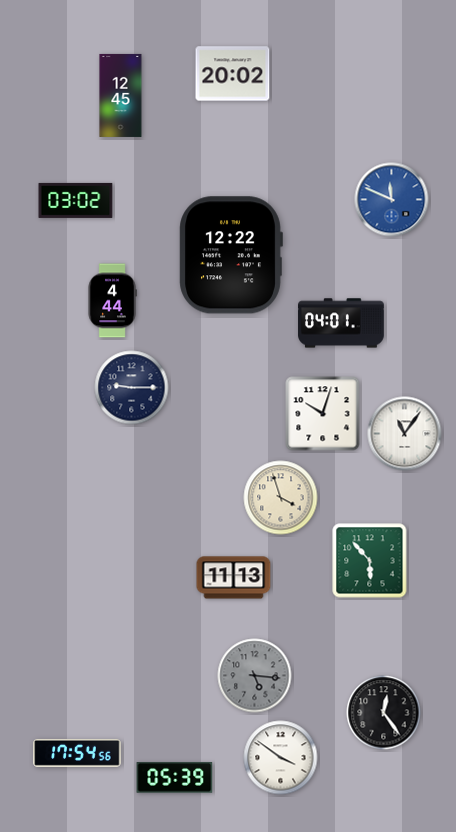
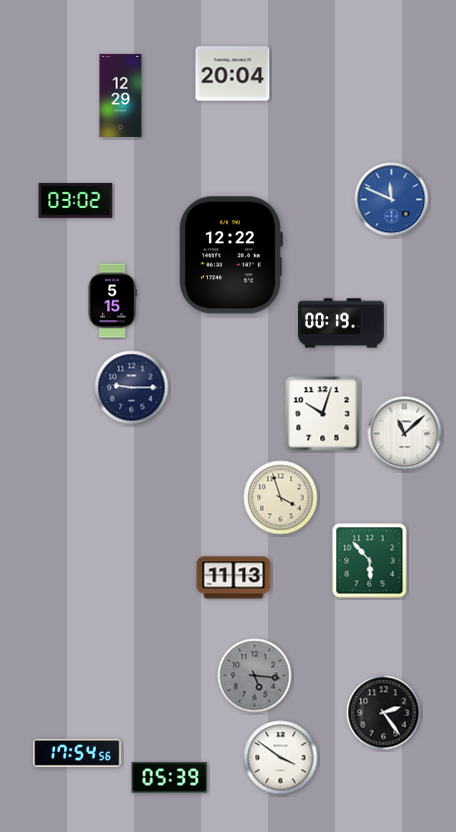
clock at (233, 74): 20:02 -> 20:04
clock at (121, 95): 12:45 -> 12:29
clock at (112, 301): 4:44 -> 5:15
clock at (341, 323): 04:01 -> 00:19
clock at (405, 434): 11:06 -> 11:08
clock at (384, 713): 12:24 -> 2:24
clock at (175, 778) position: (175, 778) -> (170, 778)
